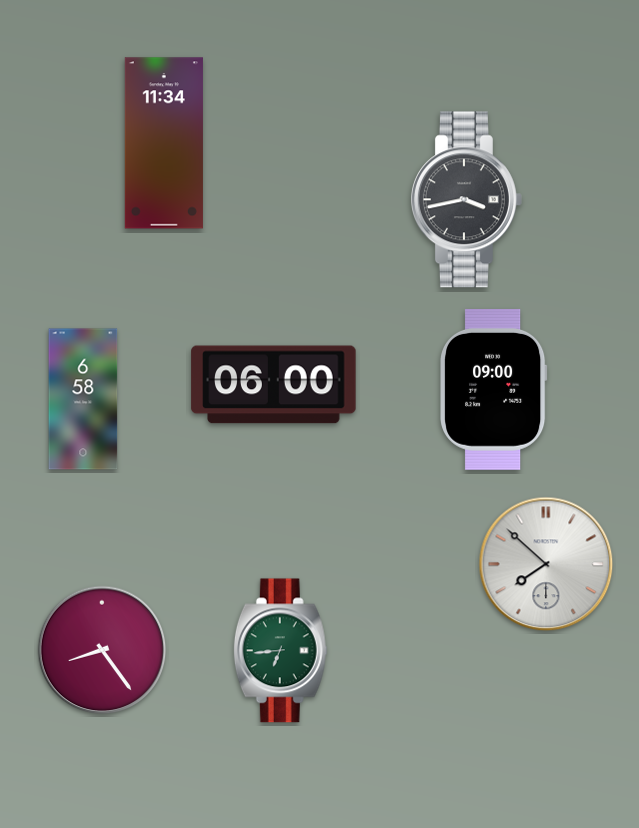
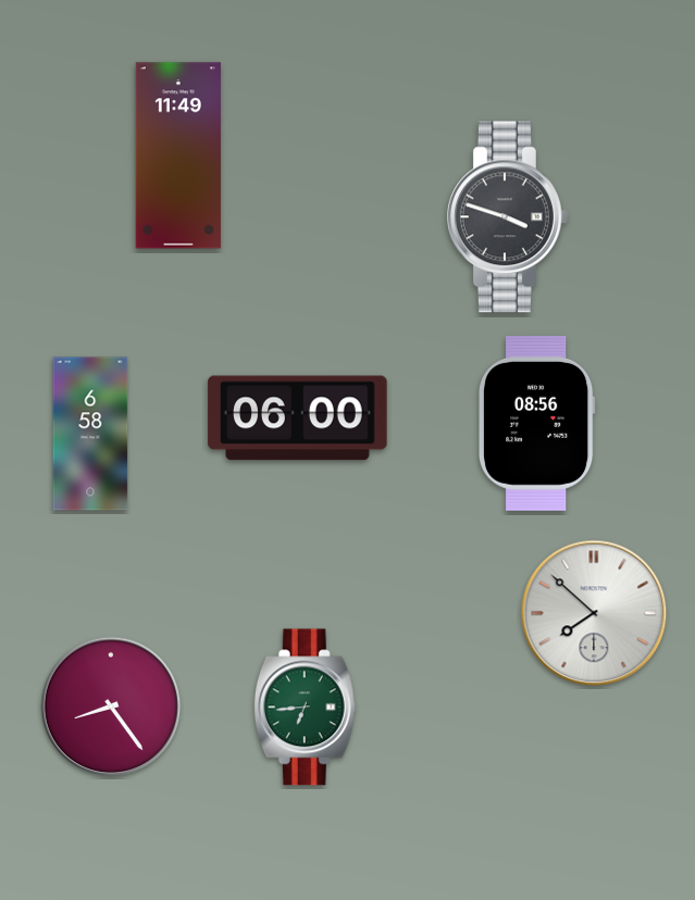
clock at (164, 143): 11:34 -> 11:49
clock at (466, 200): 3:43 -> 3:48
clock at (494, 389): 09:00 -> 08:56
